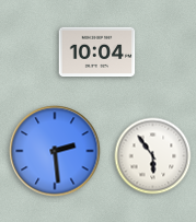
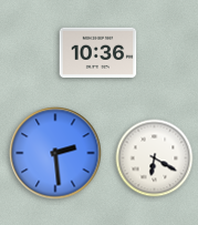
clock at (97, 51): 10:04 -> 10:36
clock at (153, 156): 5:54 -> 6:20
